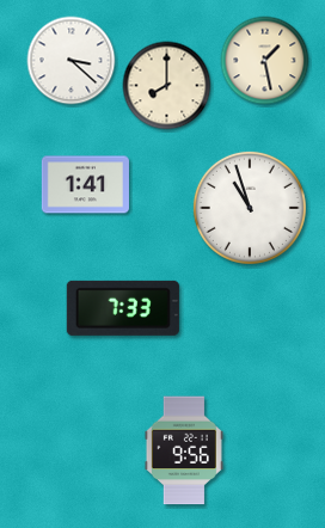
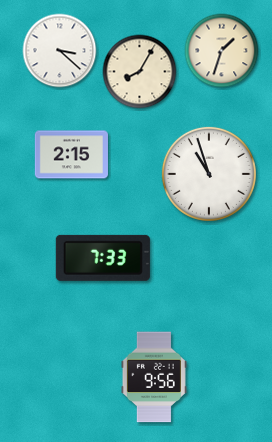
clock at (265, 61): 1:28 -> 1:33
clock at (167, 86): 8:00 -> 8:05
clock at (85, 185): 1:41 -> 2:15
